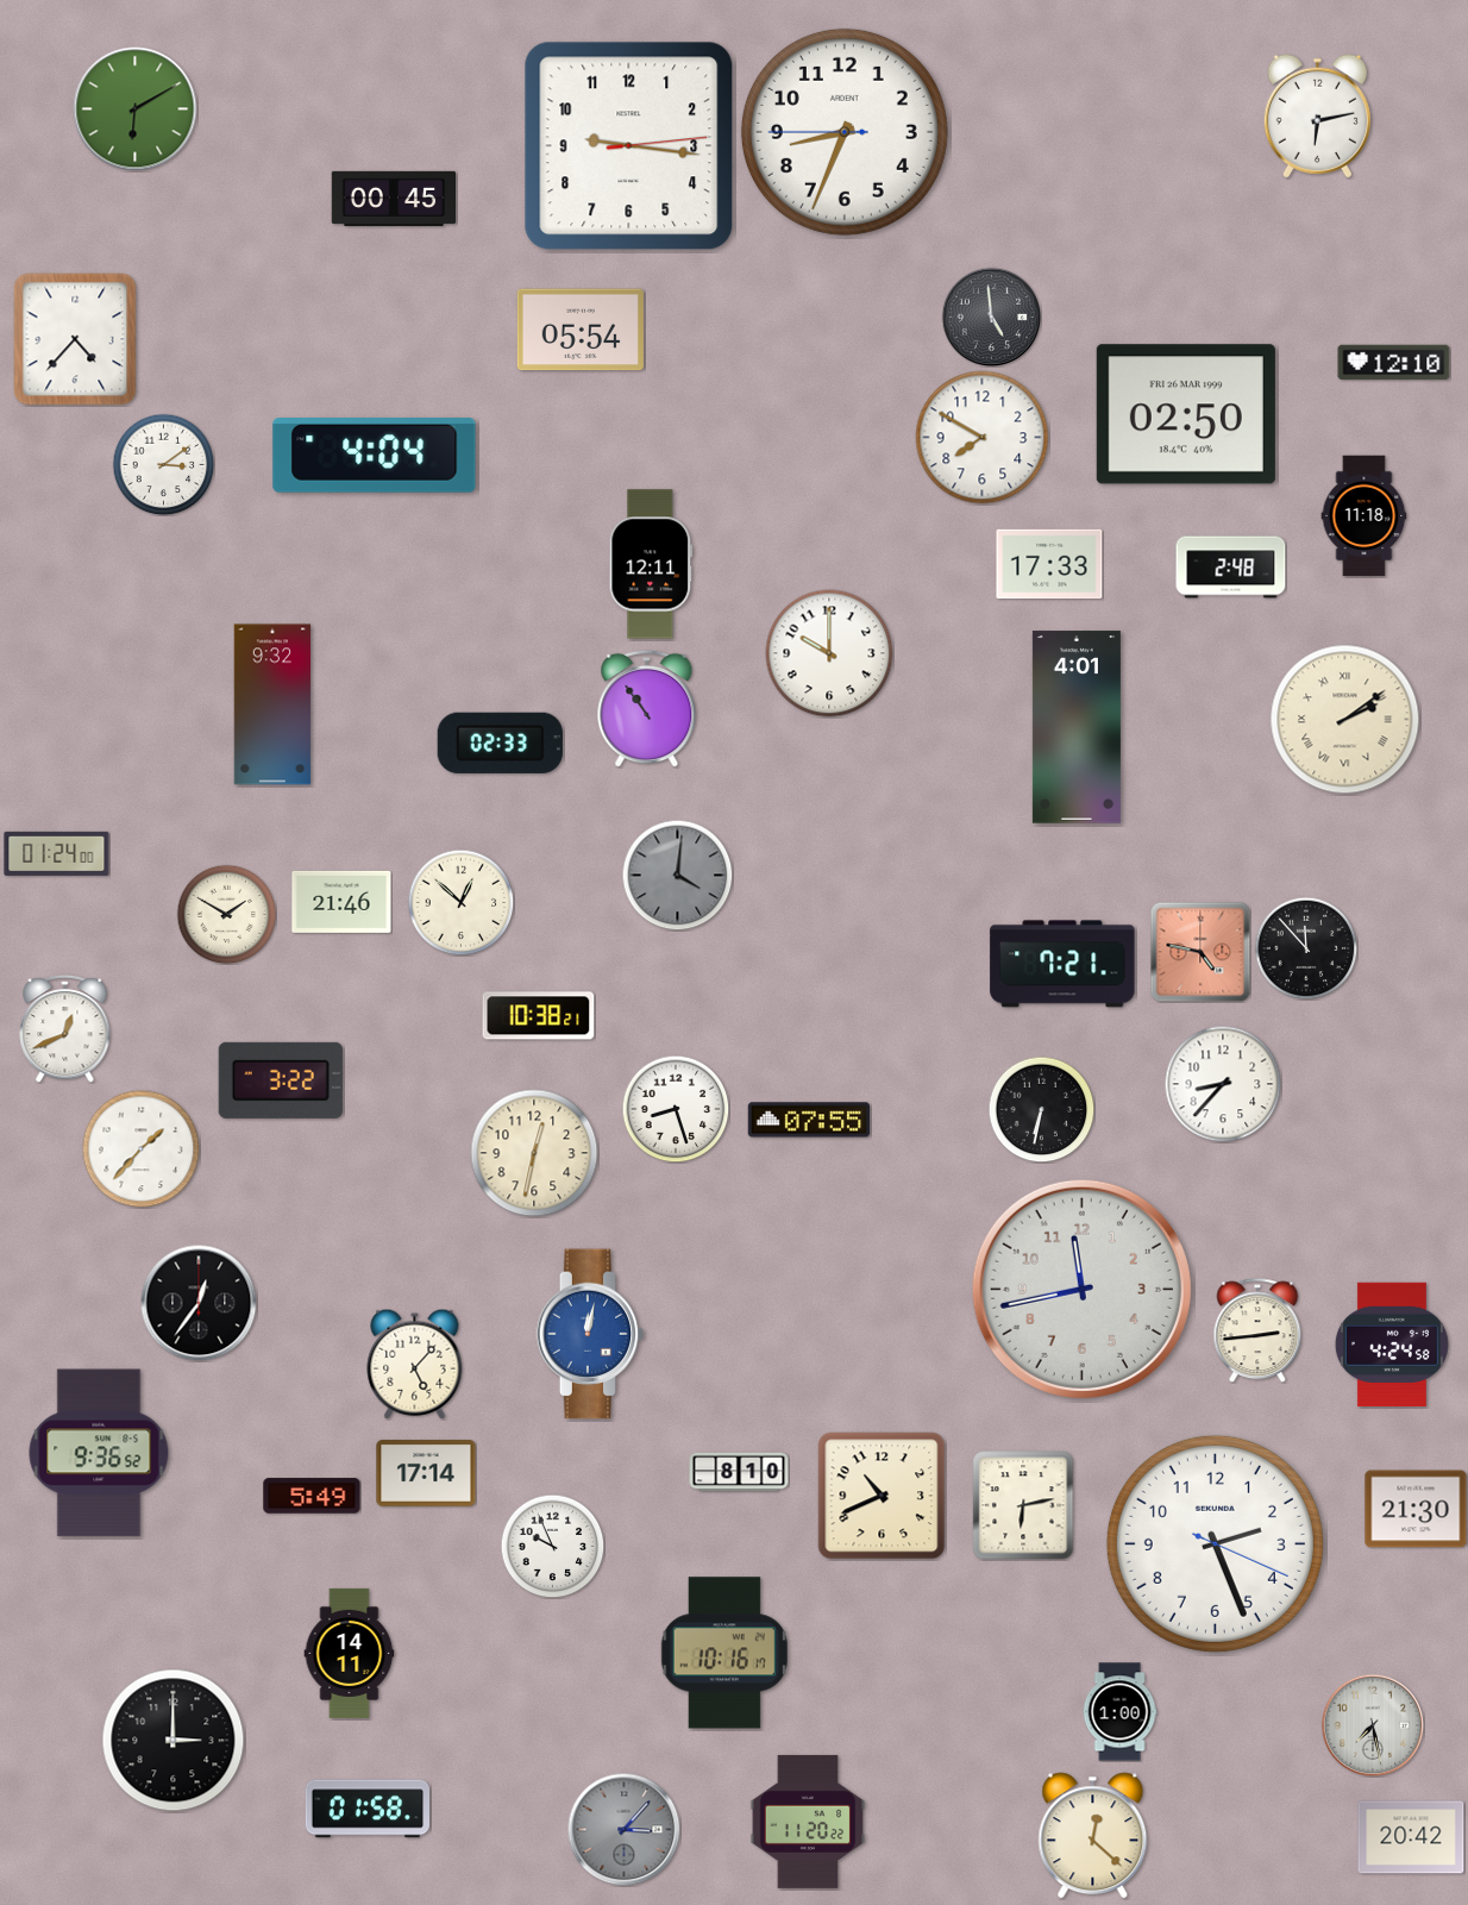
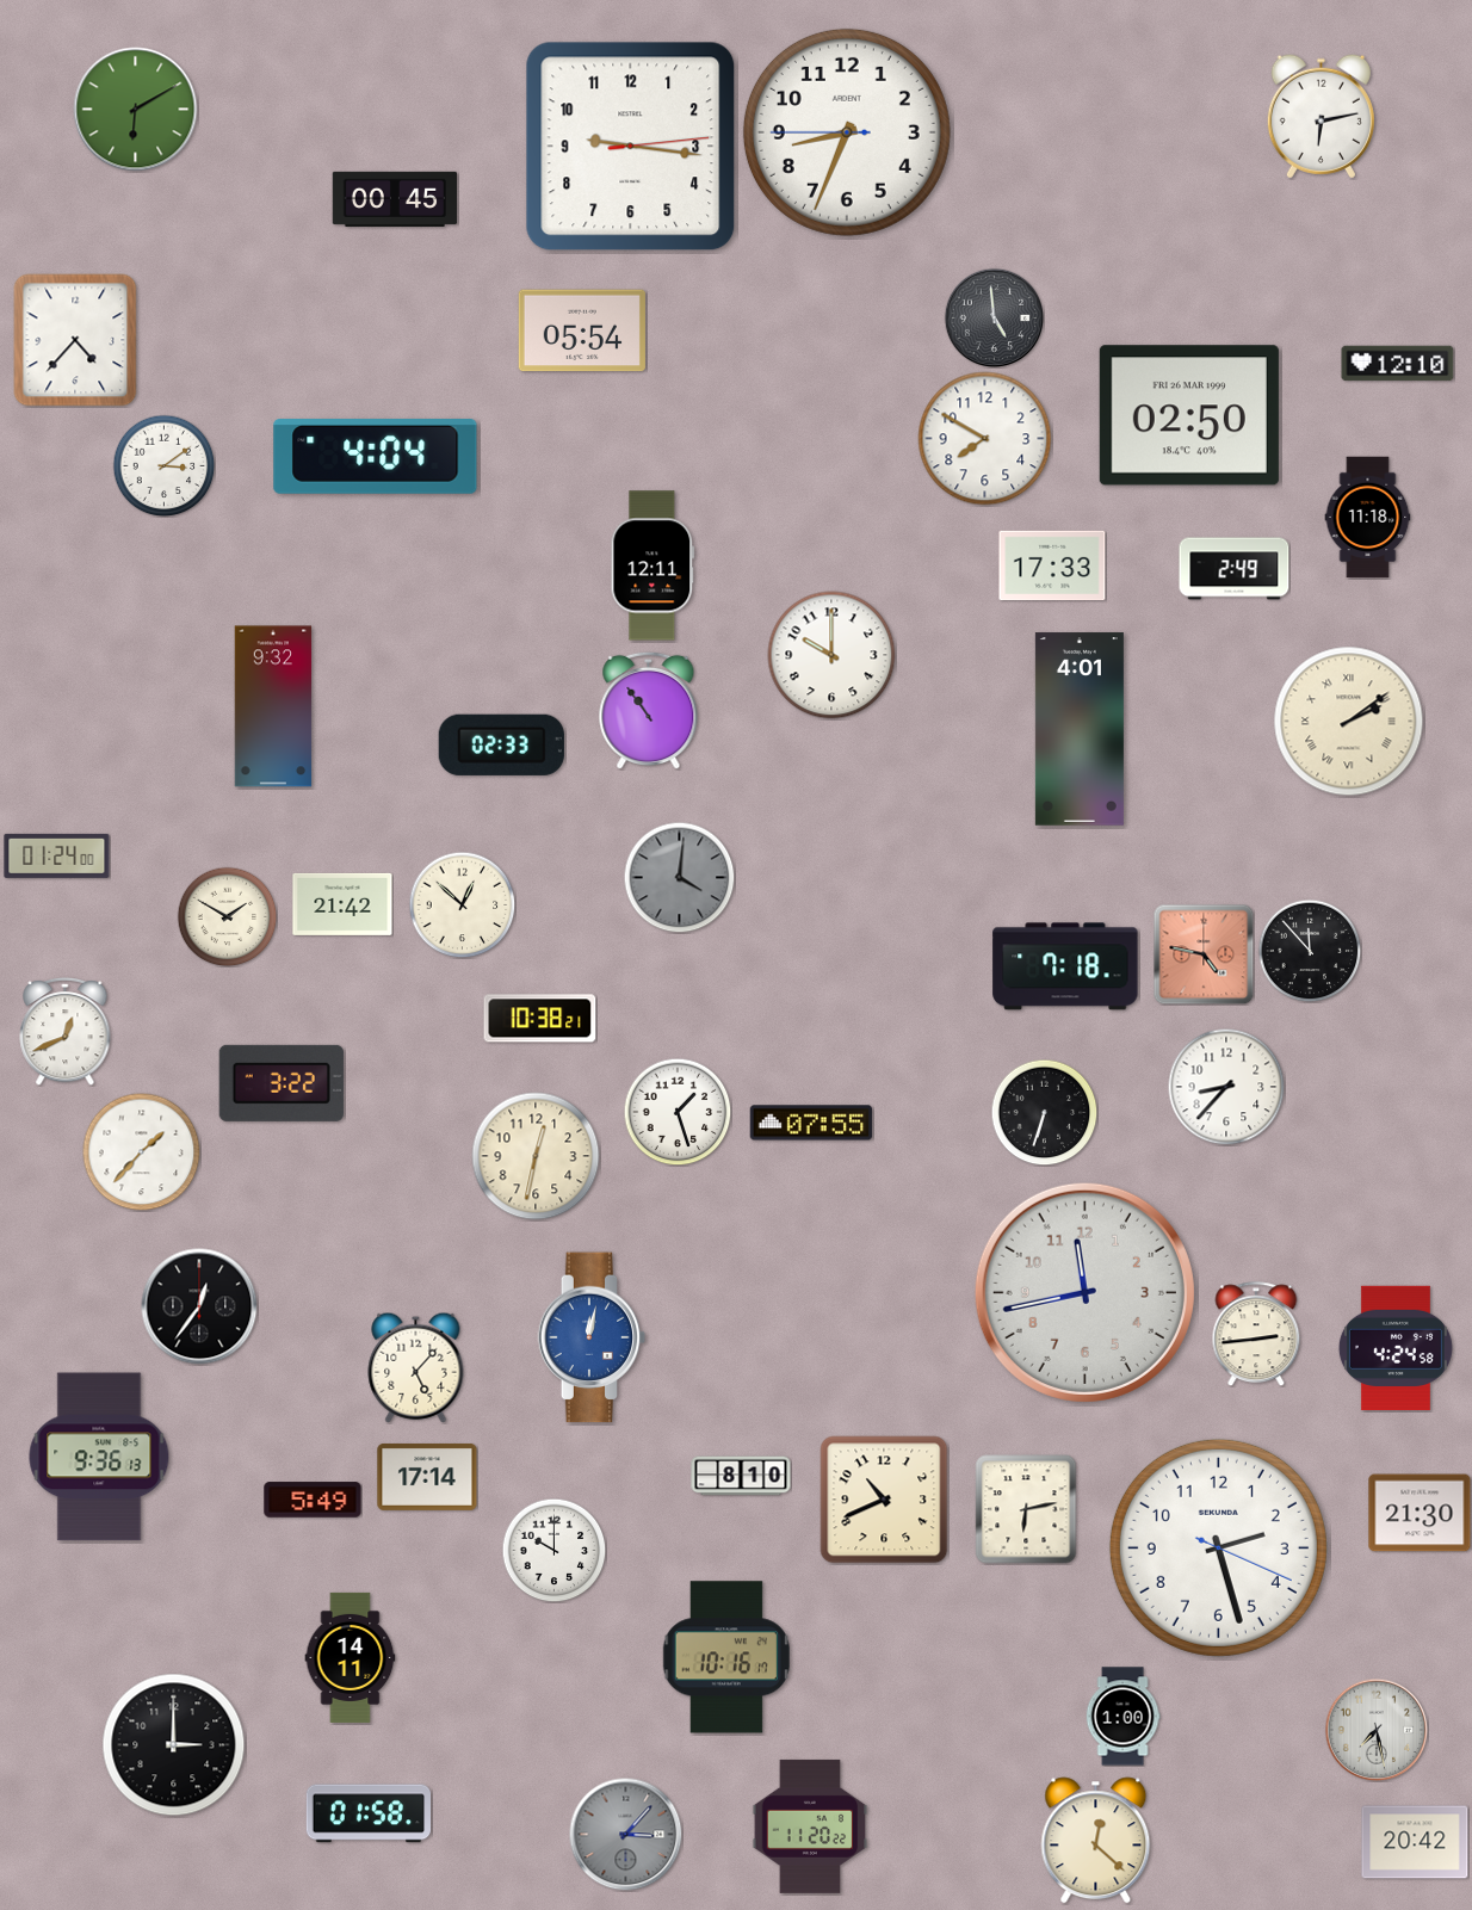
clock at (1231, 568): 2:48 -> 2:49
clock at (341, 902): 21:46 -> 21:42
clock at (1062, 964): 7:21 -> 7:18
clock at (676, 1109): 8:27 -> 1:27
clock at (1041, 1109): 6:32 -> 6:33
clock at (1257, 1330) position: (1257, 1330) -> (1256, 1334)
clock at (99, 1453): 9:36:52 -> 9:36:13
clock at (1215, 1543): 2:26 -> 2:27
clock at (552, 1546): 9:56 -> 10:00
